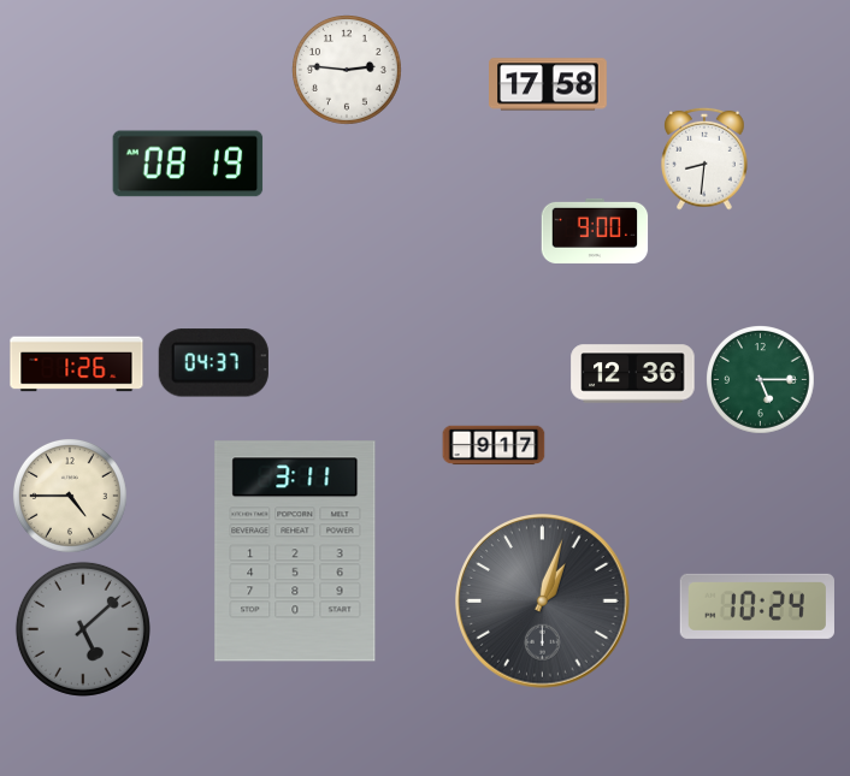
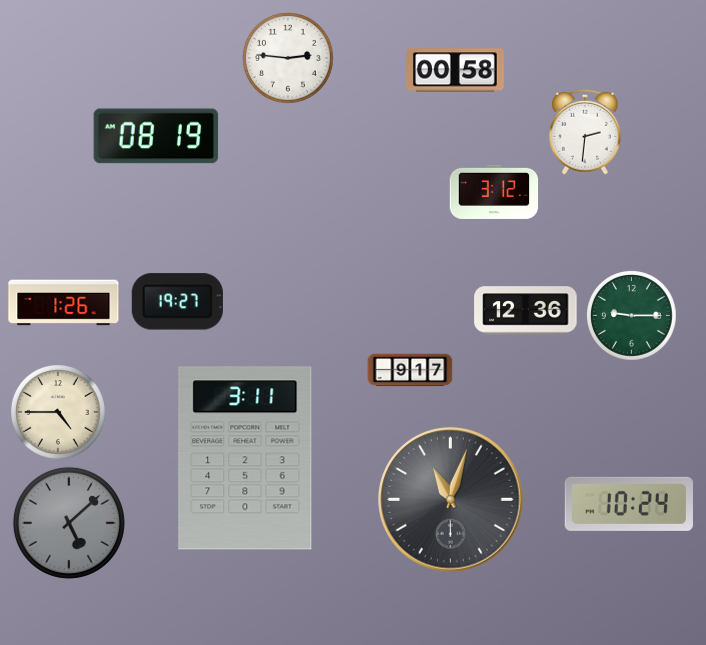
clock at (549, 84): 17:58 -> 00:58
clock at (704, 159): 8:31 -> 2:31
clock at (595, 231): 9:00 -> 3:12
clock at (213, 363): 04:37 -> 19:27
clock at (761, 380): 5:15 -> 9:15
clock at (543, 602): 1:03 -> 11:03
